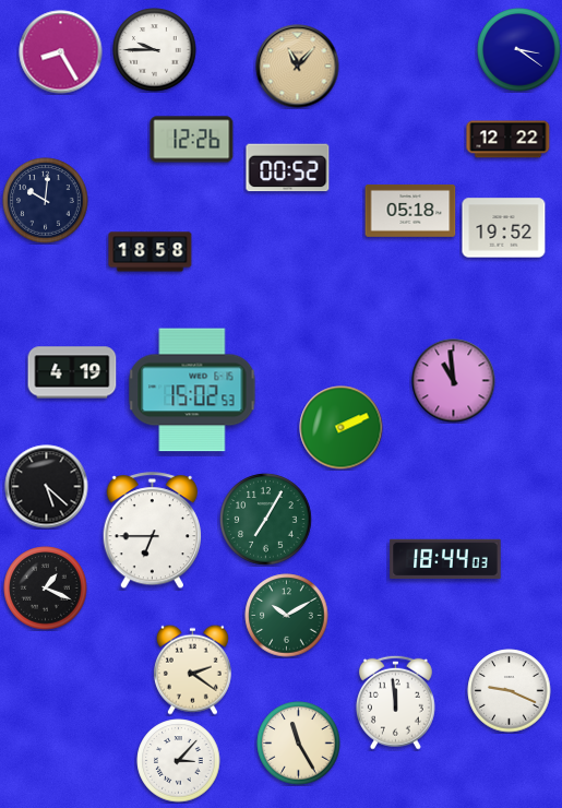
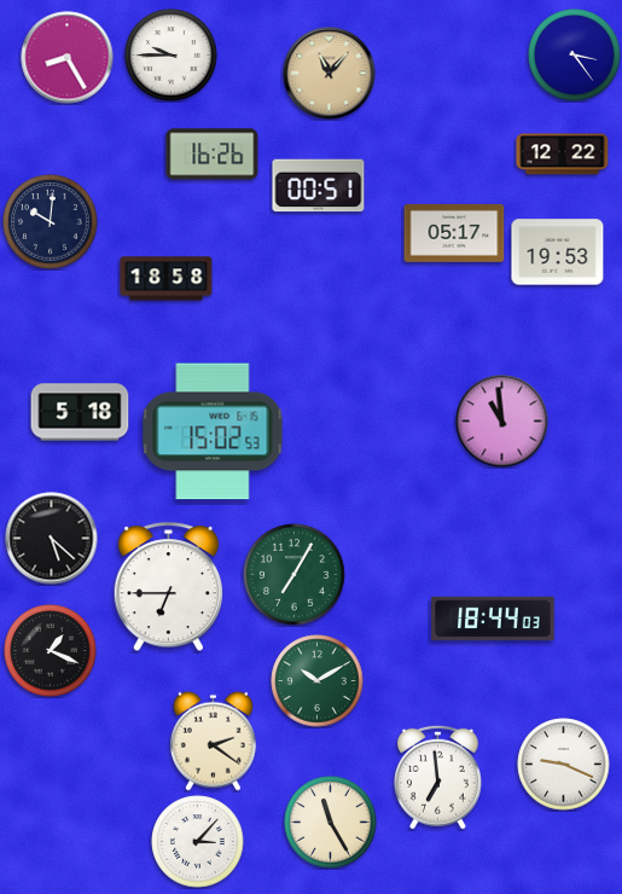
clock at (519, 50): 3:21 -> 3:24
clock at (192, 140): 12:26 -> 16:26
clock at (288, 168): 00:52 -> 00:51
clock at (410, 211): 05:18 -> 05:17
clock at (504, 228): 19:52 -> 19:53
clock at (72, 372): 4:19 -> 5:18
clock at (342, 428): 2:11 -> none
clock at (395, 702): 11:59 -> 6:59
